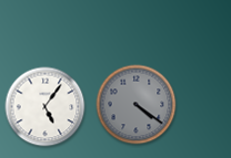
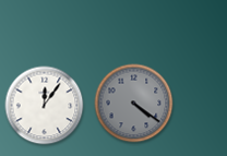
clock at (46, 107): 5:06 -> 12:06
